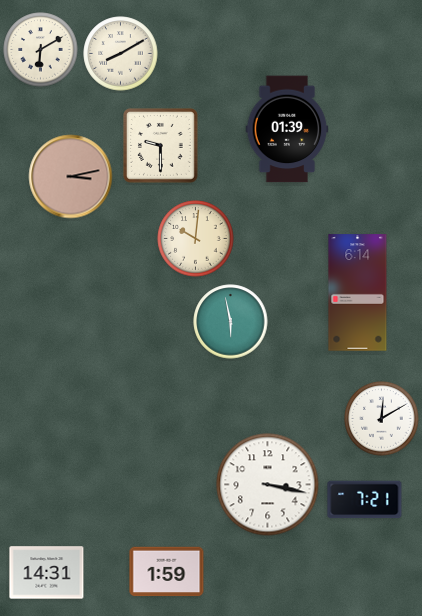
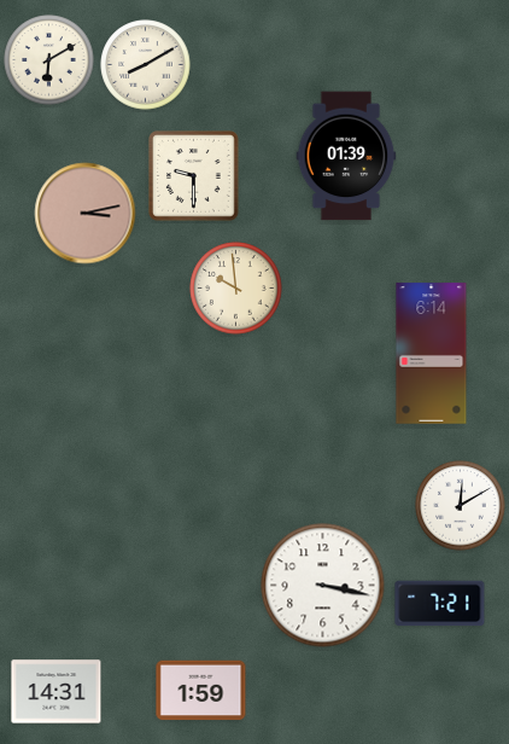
clock at (196, 239): 10:01 -> 9:59
clock at (231, 322): 5:58 -> none
